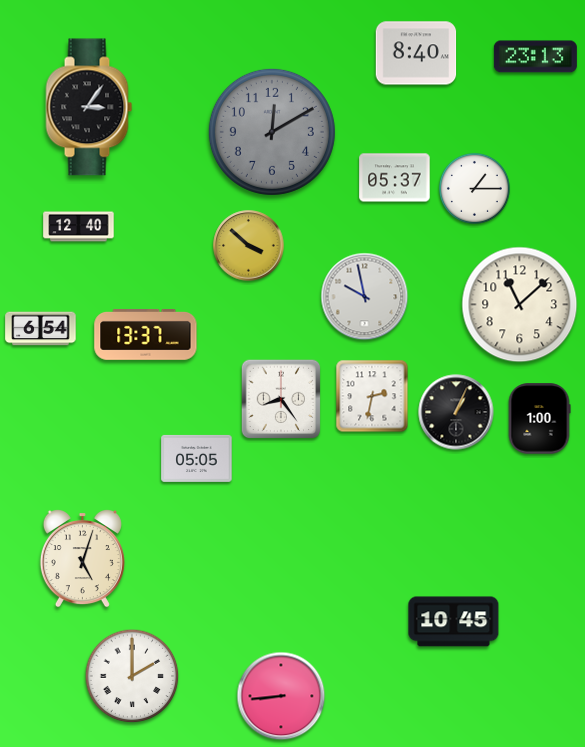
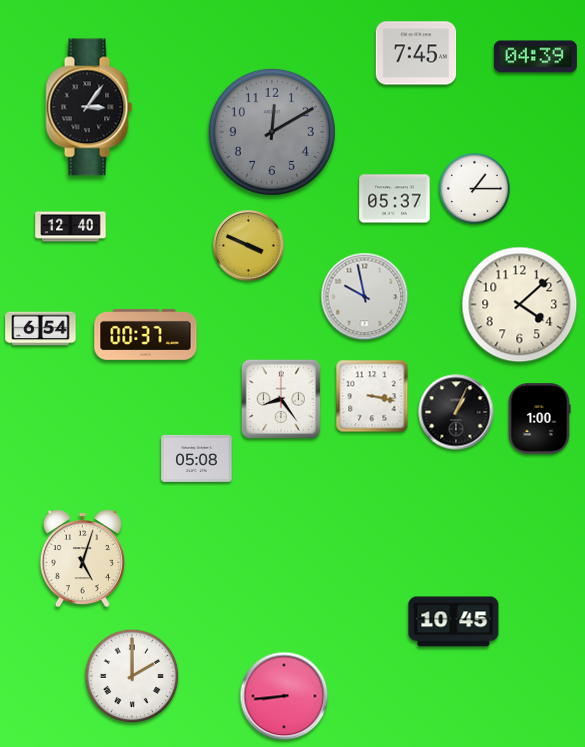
clock at (416, 53): 8:40 -> 7:45
clock at (535, 57): 23:13 -> 04:39
clock at (395, 178) position: (395, 178) -> (395, 199)
clock at (79, 227) position: (79, 227) -> (71, 227)
clock at (249, 246): 3:52 -> 3:49
clock at (520, 305): 11:08 -> 4:08
clock at (146, 334): 13:37 -> 00:37
clock at (372, 396): 2:32 -> 3:17
clock at (197, 458): 05:05 -> 05:08
clock at (281, 696) position: (281, 696) -> (284, 696)
